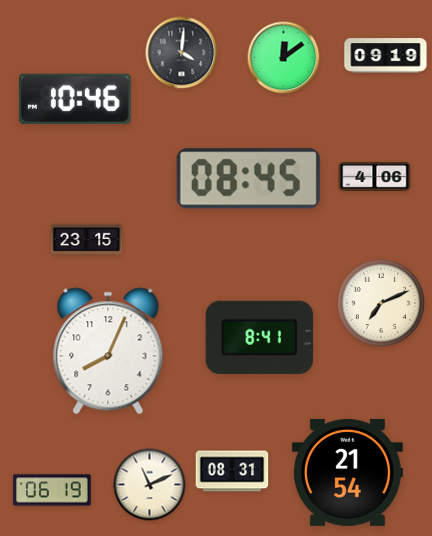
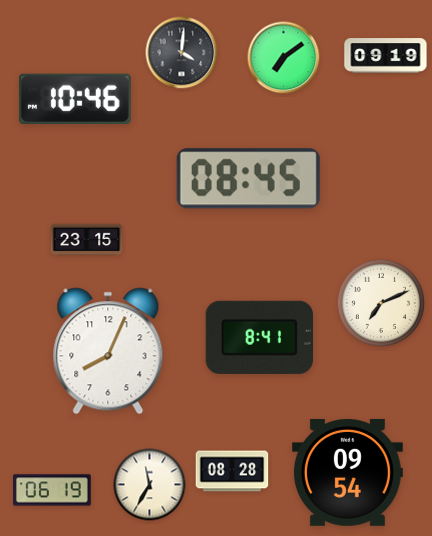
clock at (284, 58): 12:09 -> 7:09
clock at (375, 176): 4:06 -> none
clock at (232, 471): 08:31 -> 08:28
clock at (347, 472): 21:54 -> 09:54
clock at (150, 485): 11:11 -> 11:35
